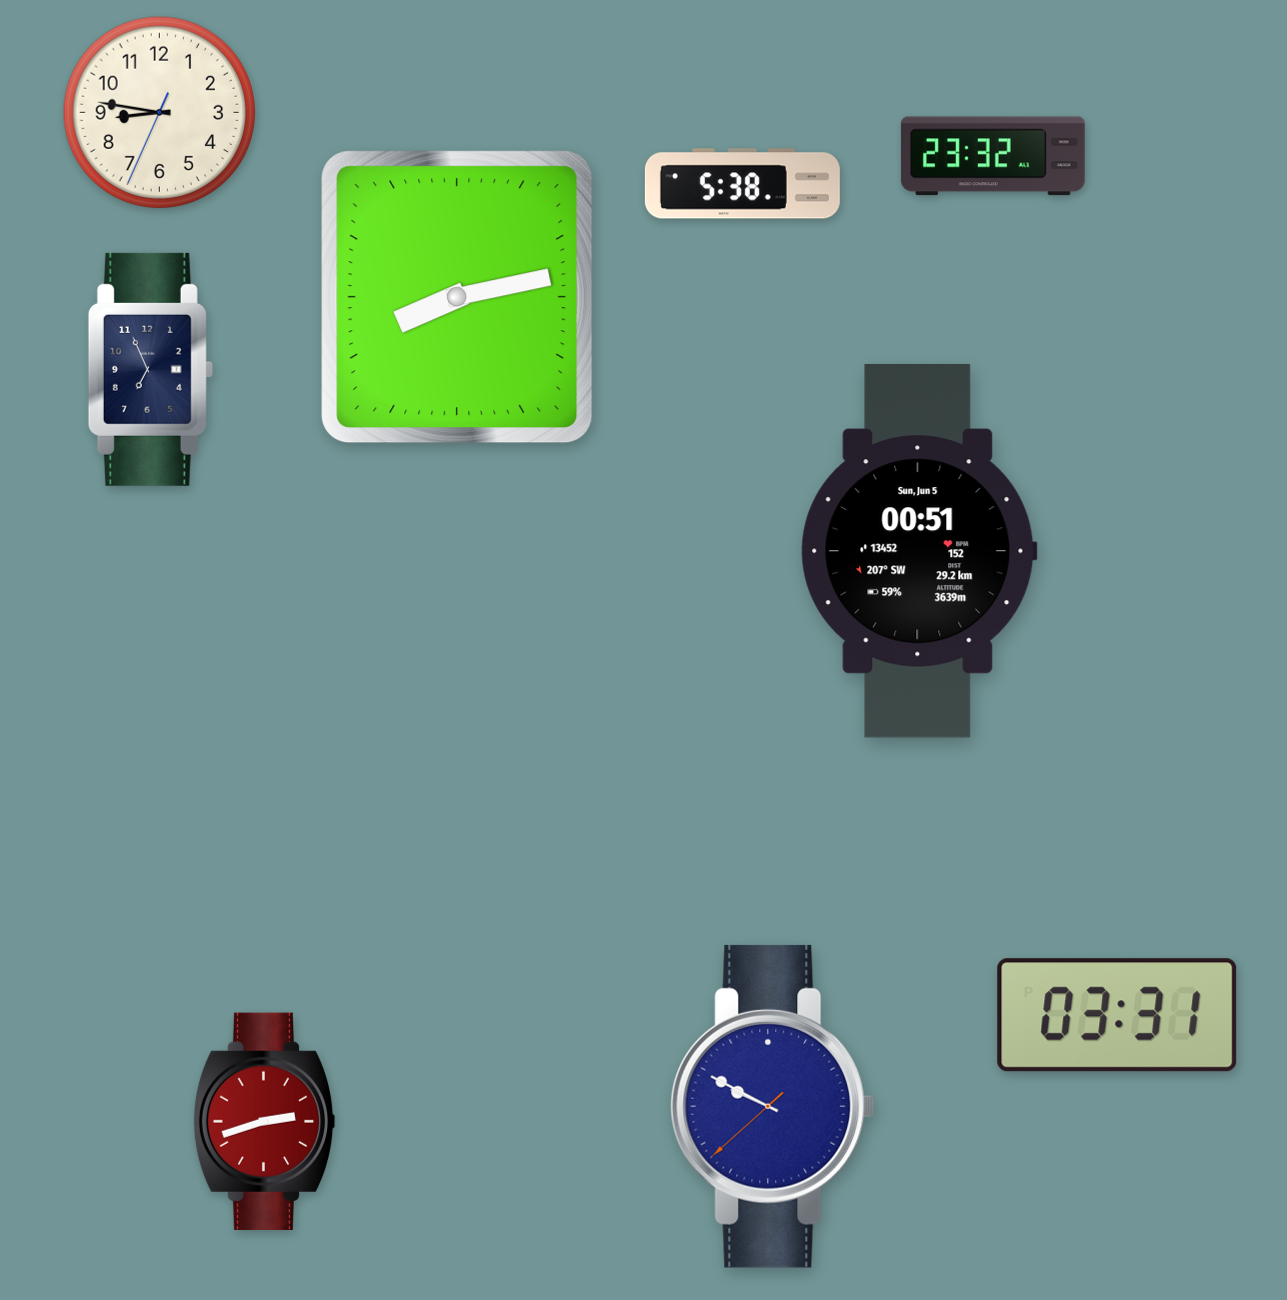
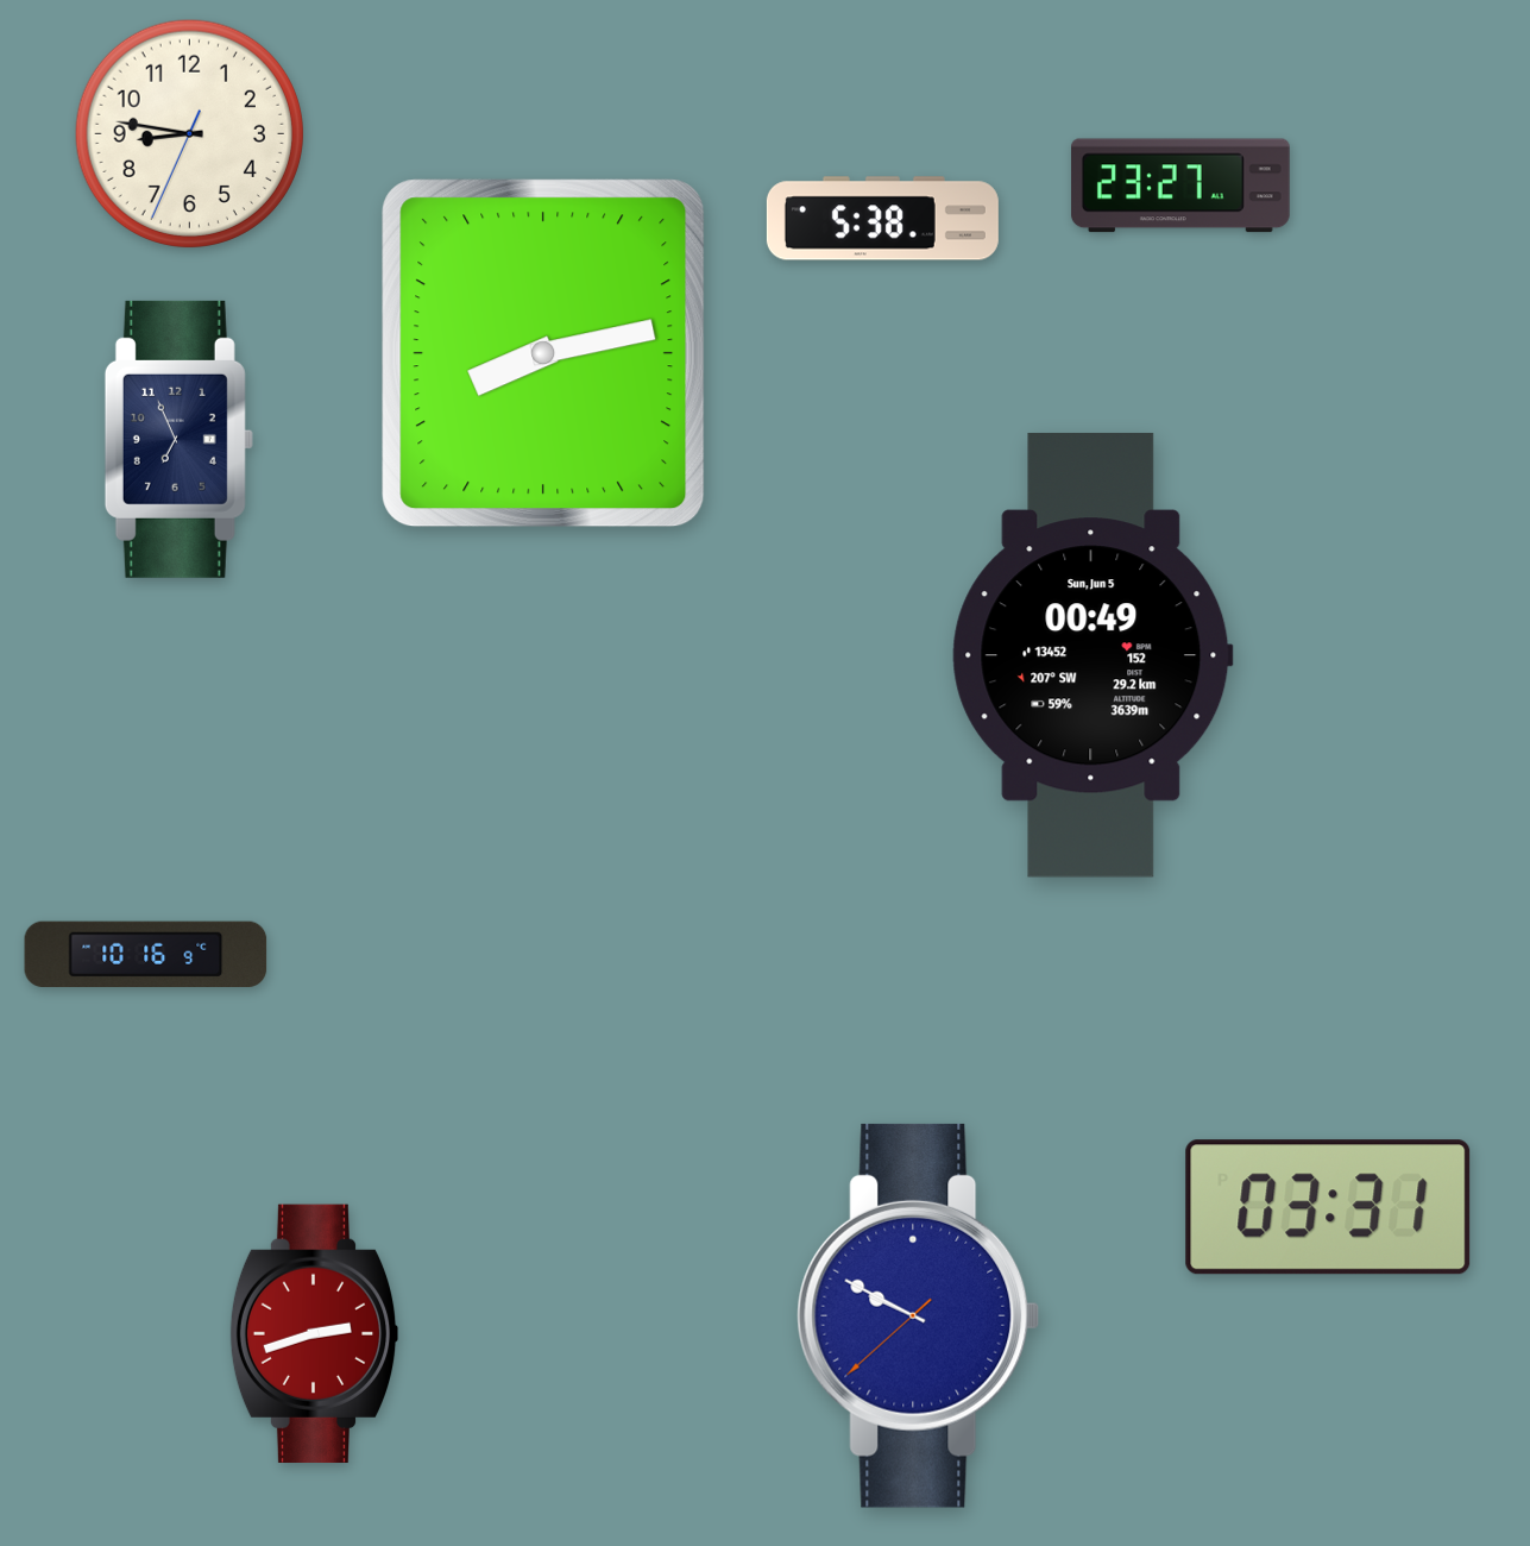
clock at (993, 156): 23:32 -> 23:27
clock at (919, 551): 00:51 -> 00:49
clock at (146, 954): none -> 10:16
